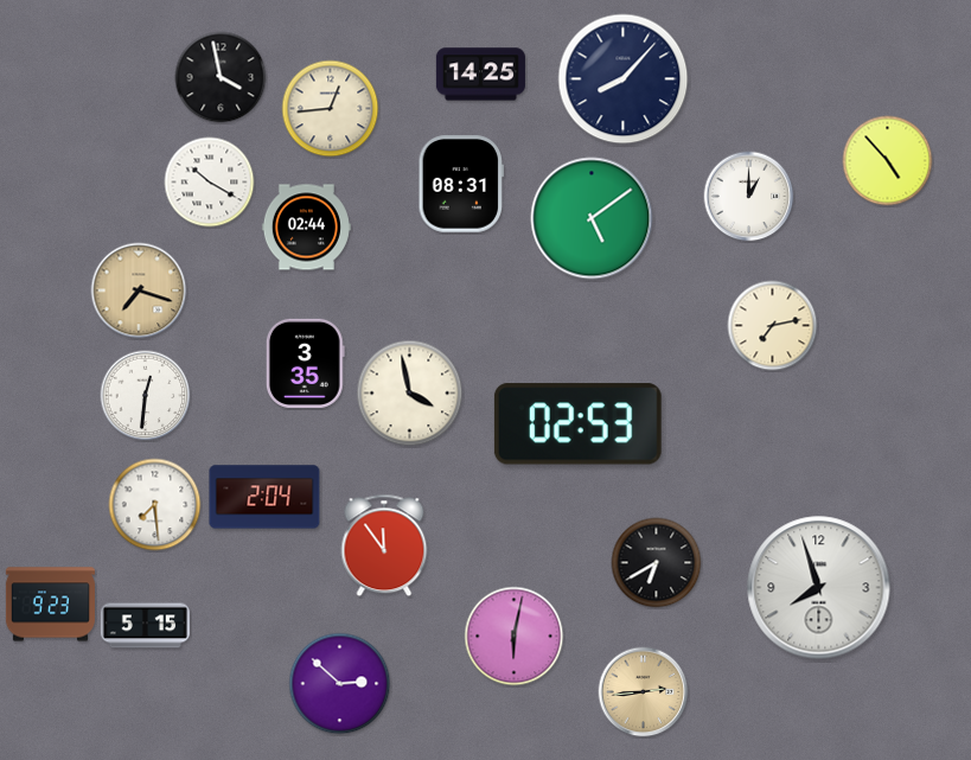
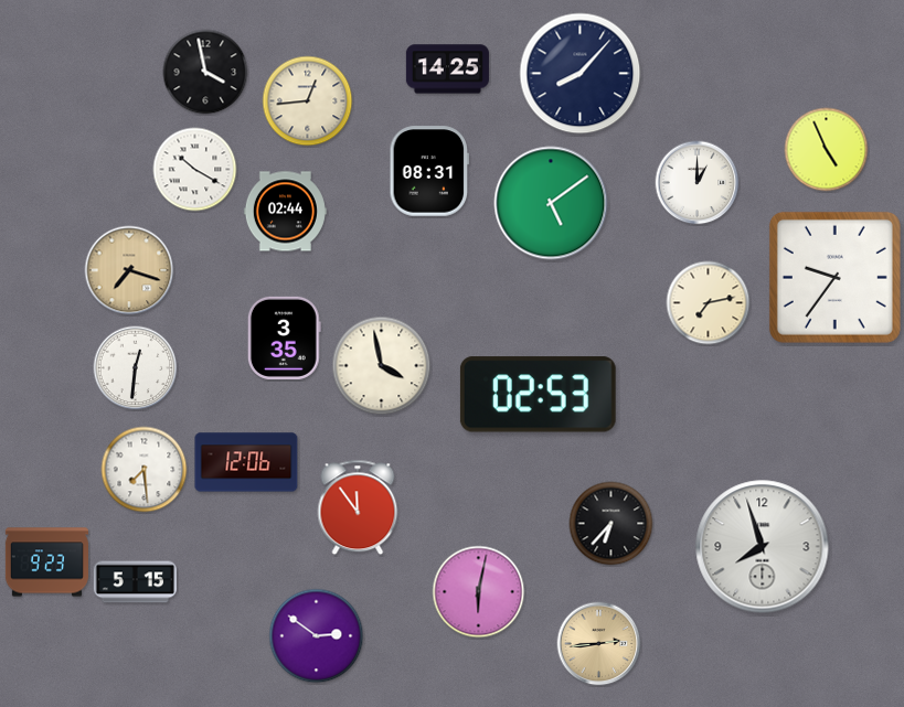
clock at (888, 161): 4:53 -> 4:56
clock at (834, 277): none -> 9:36
clock at (773, 326) position: (773, 326) -> (709, 303)
clock at (264, 497): 2:04 -> 12:06
clock at (657, 563): 6:40 -> 6:37
clock at (340, 684): 2:52 -> 2:51
